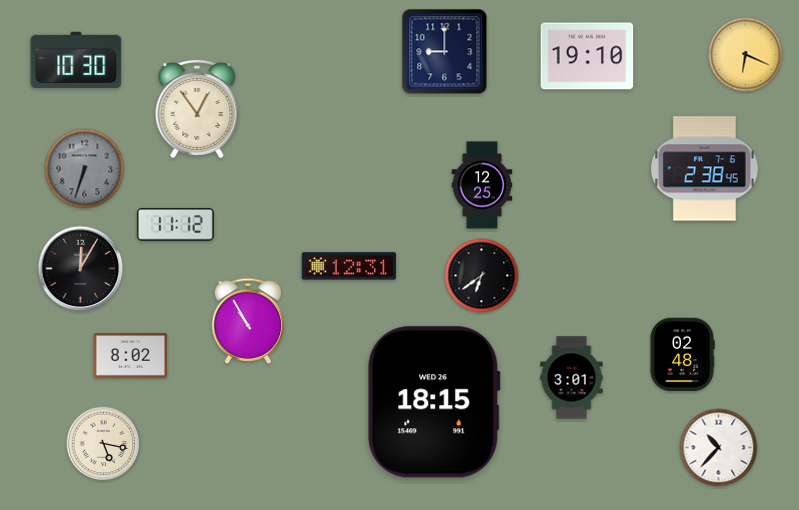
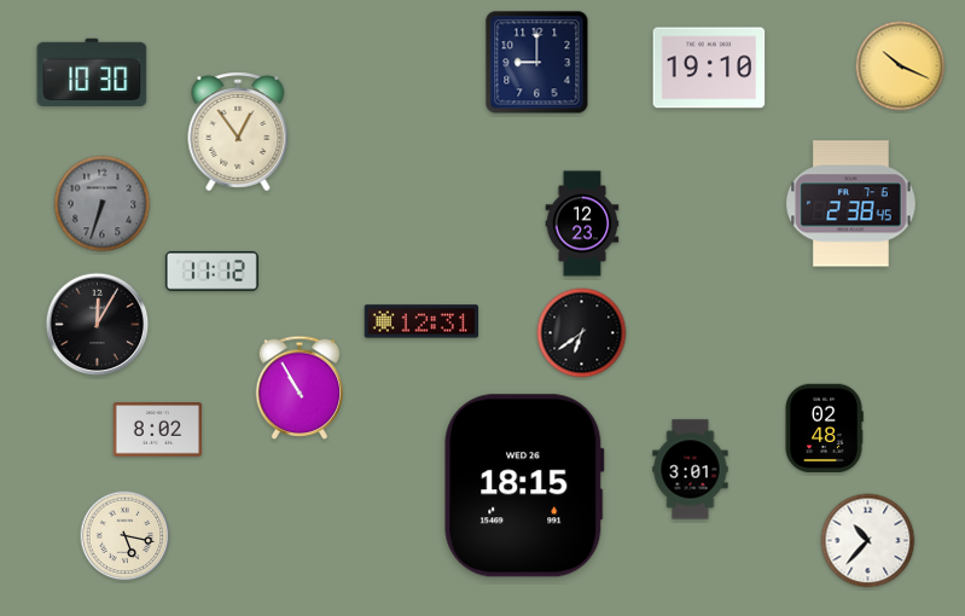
clock at (746, 55): 6:19 -> 10:19
clock at (482, 185): 12:25 -> 12:23
clock at (572, 378) position: (572, 378) -> (691, 470)
